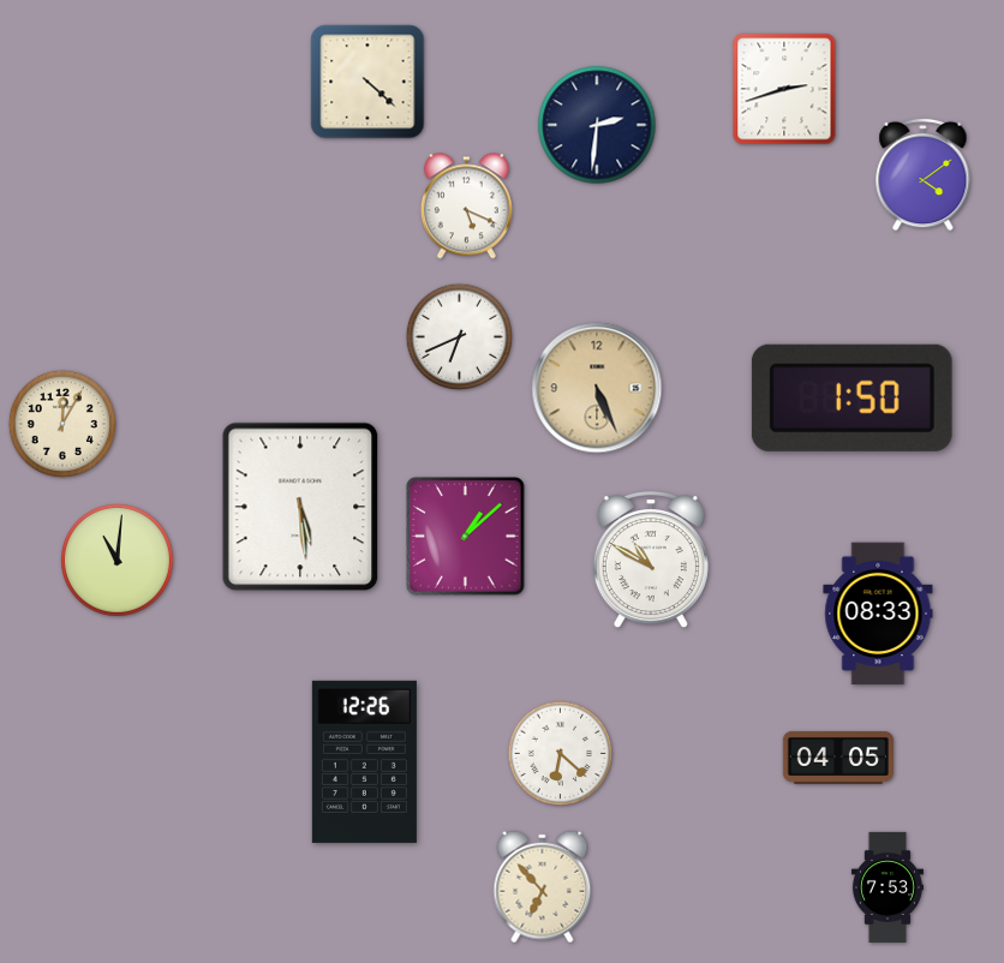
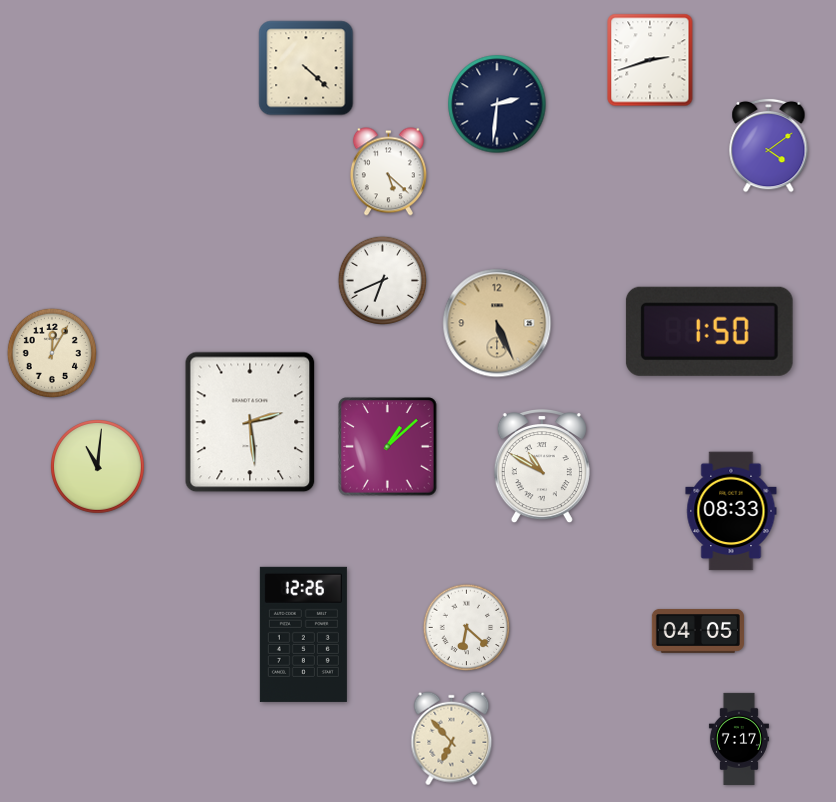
clock at (784, 89) position: (784, 89) -> (650, 60)
clock at (466, 207): 5:19 -> 5:22
clock at (300, 507): 5:29 -> 2:29
clock at (888, 887): 7:53 -> 7:17
